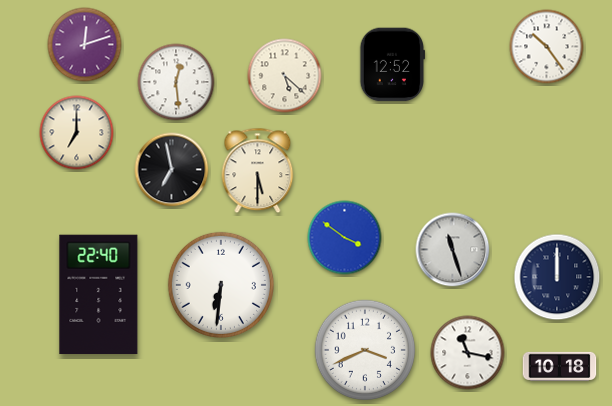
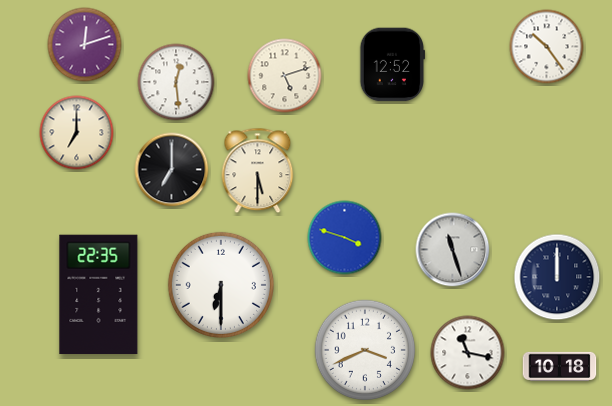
clock at (285, 76): 5:22 -> 5:12
clock at (172, 170): 6:58 -> 7:00
clock at (345, 238): 3:51 -> 3:48
clock at (221, 285): 6:31 -> 6:30
clock at (99, 295): 22:40 -> 22:35
